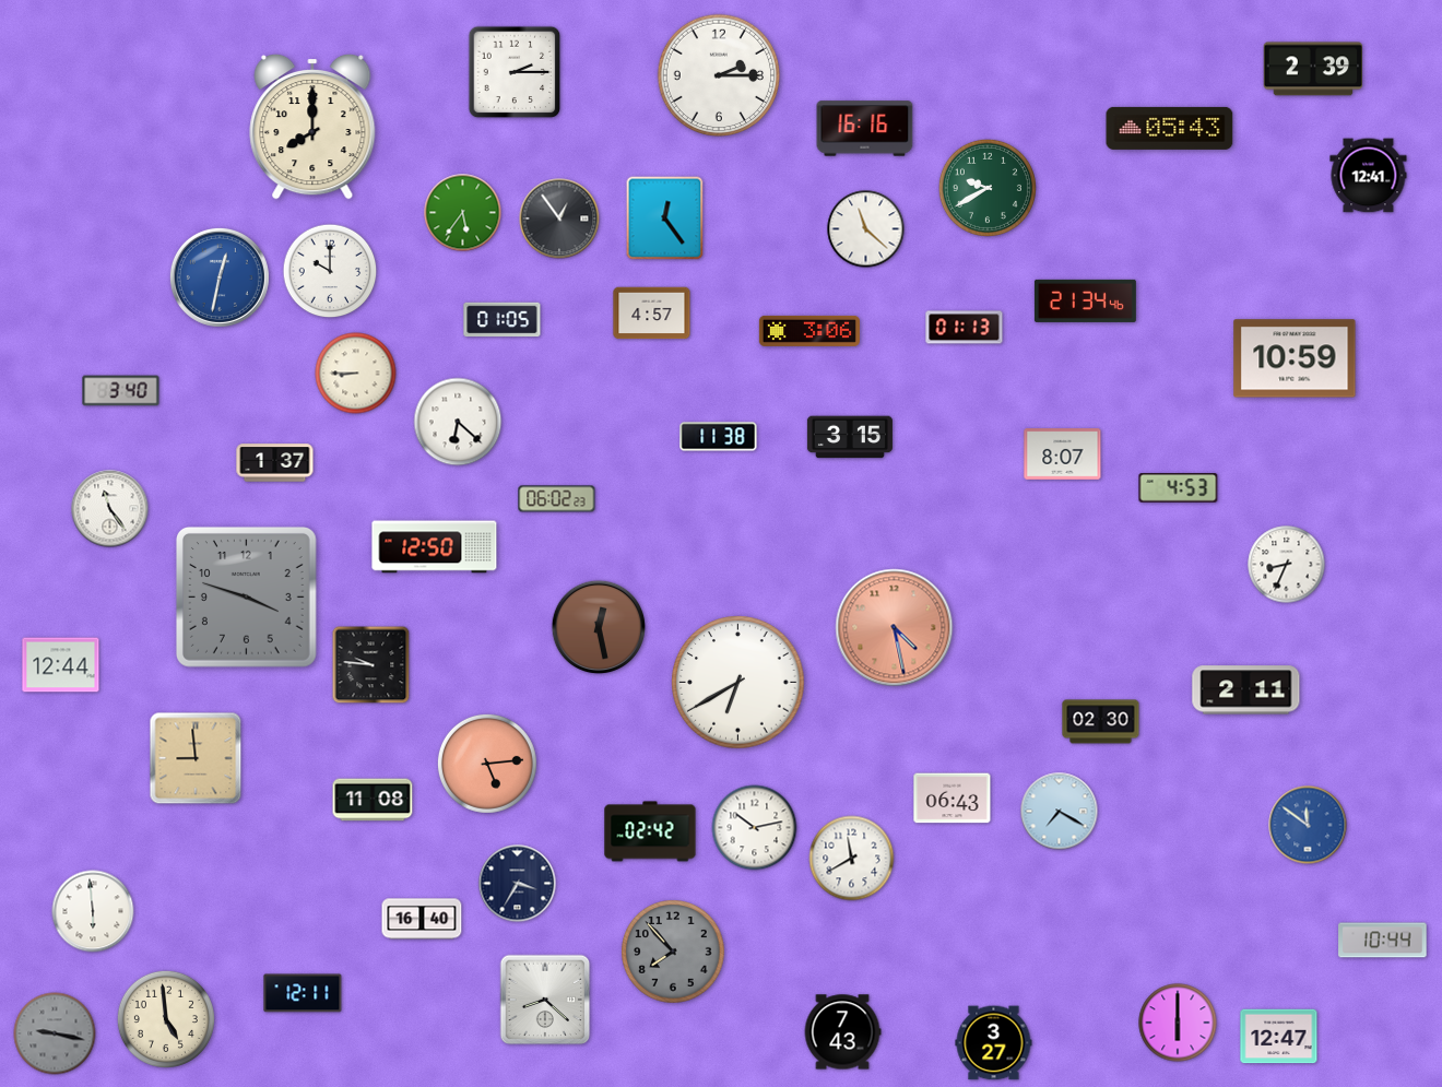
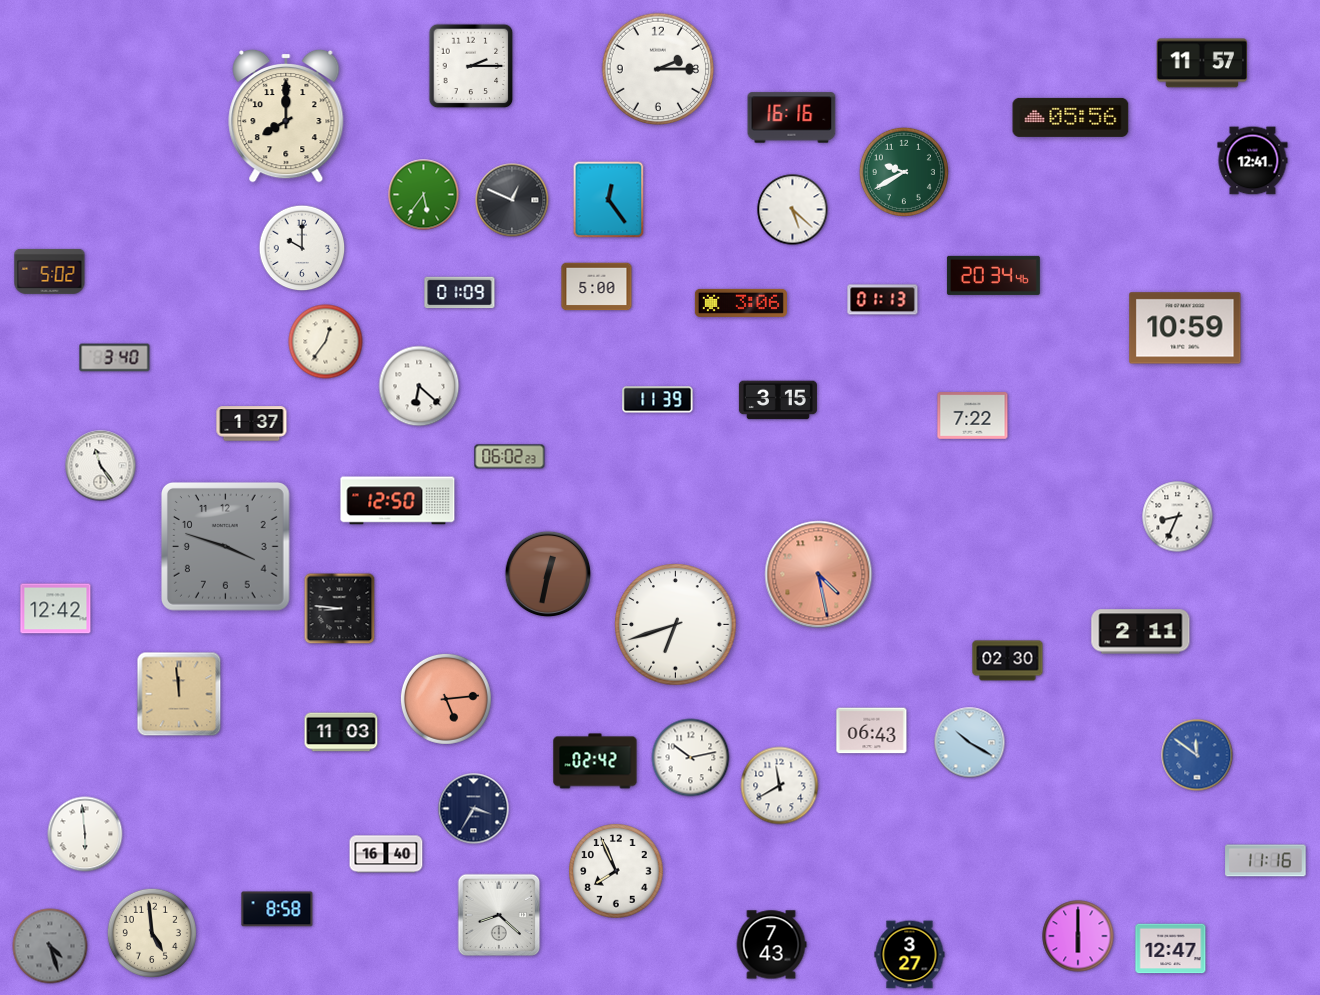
clock at (1313, 69): 2:39 -> 11:57
clock at (1170, 128): 05:43 -> 05:56
clock at (559, 218): 12:54 -> 12:49
clock at (866, 229): 11:22 -> 5:22
clock at (220, 277): 12:32 -> none
clock at (50, 271): none -> 5:02
clock at (1085, 300): 21:34 -> 20:34
clock at (652, 314): 4:57 -> 5:00
clock at (503, 320): 01:05 -> 01:09
clock at (356, 374): 8:45 -> 12:36
clock at (121, 391) position: (121, 391) -> (115, 358)
clock at (719, 437): 11:38 -> 11:39
clock at (1063, 454): 8:07 -> 7:22
clock at (1179, 488): 4:53 -> none
clock at (599, 627): 12:28 -> 12:32
clock at (61, 665): 12:44 -> 12:42
clock at (371, 665): 9:46 -> 8:46
clock at (738, 683): 6:40 -> 6:42
clock at (196, 758): 8:59 -> 11:59
clock at (373, 800): 11:08 -> 11:03
clock at (1060, 812): 7:20 -> 10:20
clock at (422, 919) position: (422, 919) -> (386, 854)
clock at (1383, 941): 10:44 -> 11:16
clock at (673, 952): 7:53 -> 7:56
clock at (673, 952) dial: grey -> white
clock at (303, 993): 12:11 -> 8:58
clock at (55, 1033): 9:17 -> 4:27
